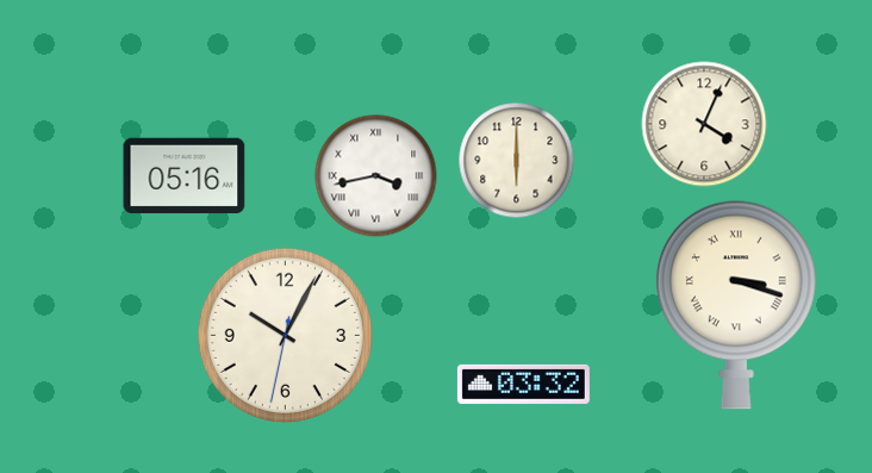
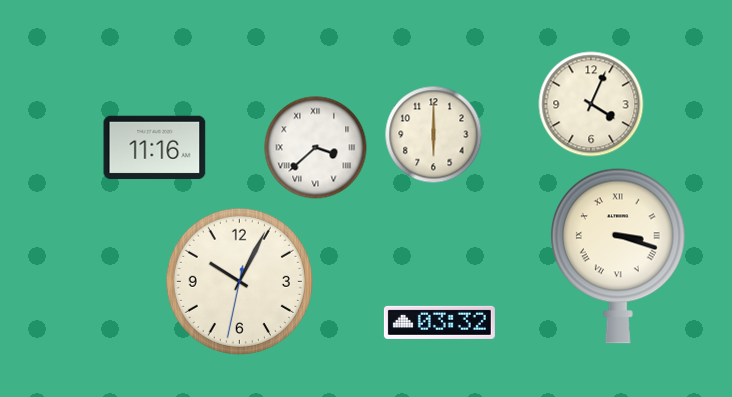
clock at (185, 176): 05:16 -> 11:16
clock at (376, 176): 3:43 -> 3:38
